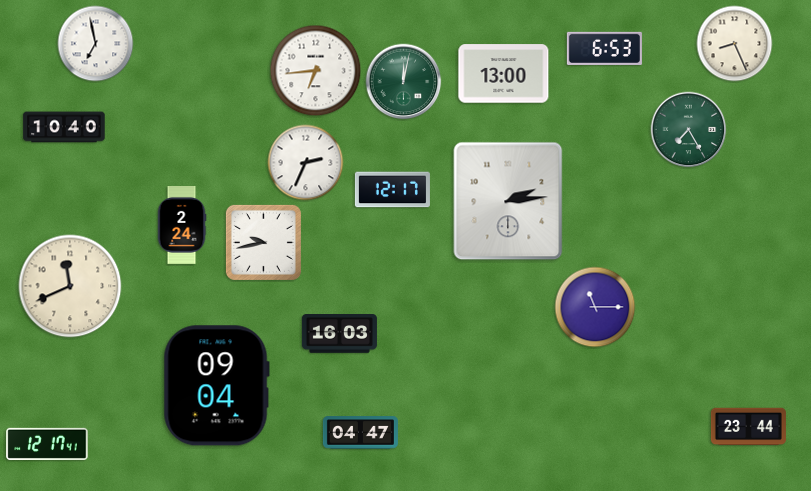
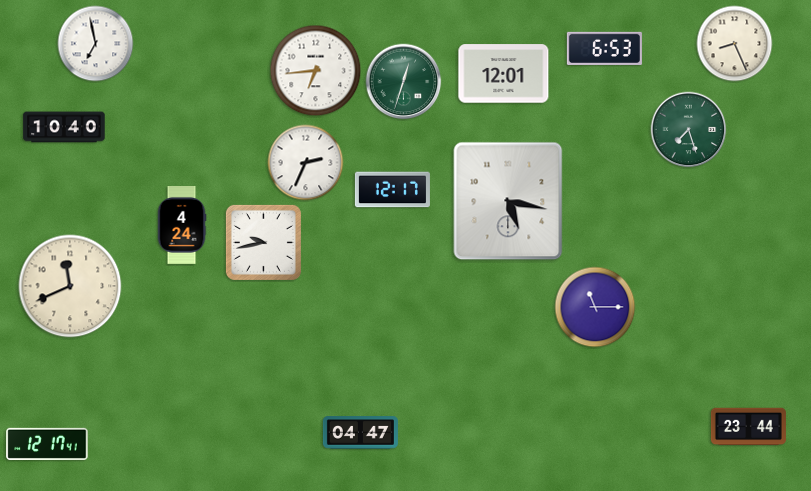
clock at (504, 74): 13:00 -> 12:01
clock at (404, 82): 12:02 -> 12:33
clock at (689, 130): 7:25 -> 7:27
clock at (508, 201): 2:14 -> 5:17
clock at (182, 226): 2:24 -> 4:24
clock at (339, 334): 16:03 -> none
clock at (216, 386): 09:04 -> none
